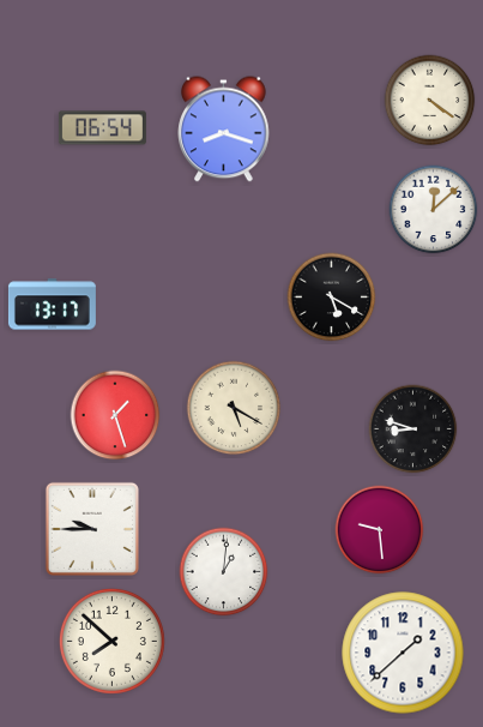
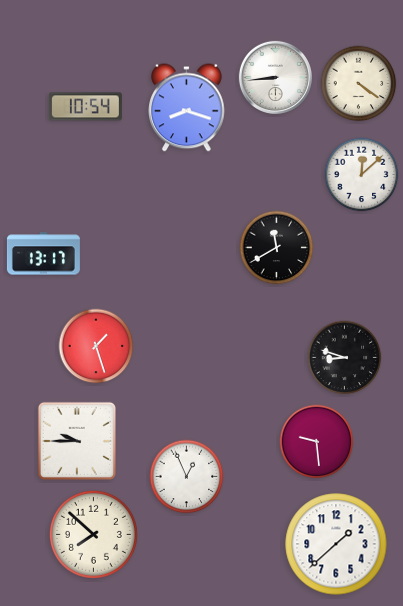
clock at (275, 77): none -> 8:44
clock at (102, 128): 06:54 -> 10:54
clock at (332, 298): 5:20 -> 11:40
clock at (234, 408): 5:20 -> none
clock at (224, 572): 1:01 -> 12:56
